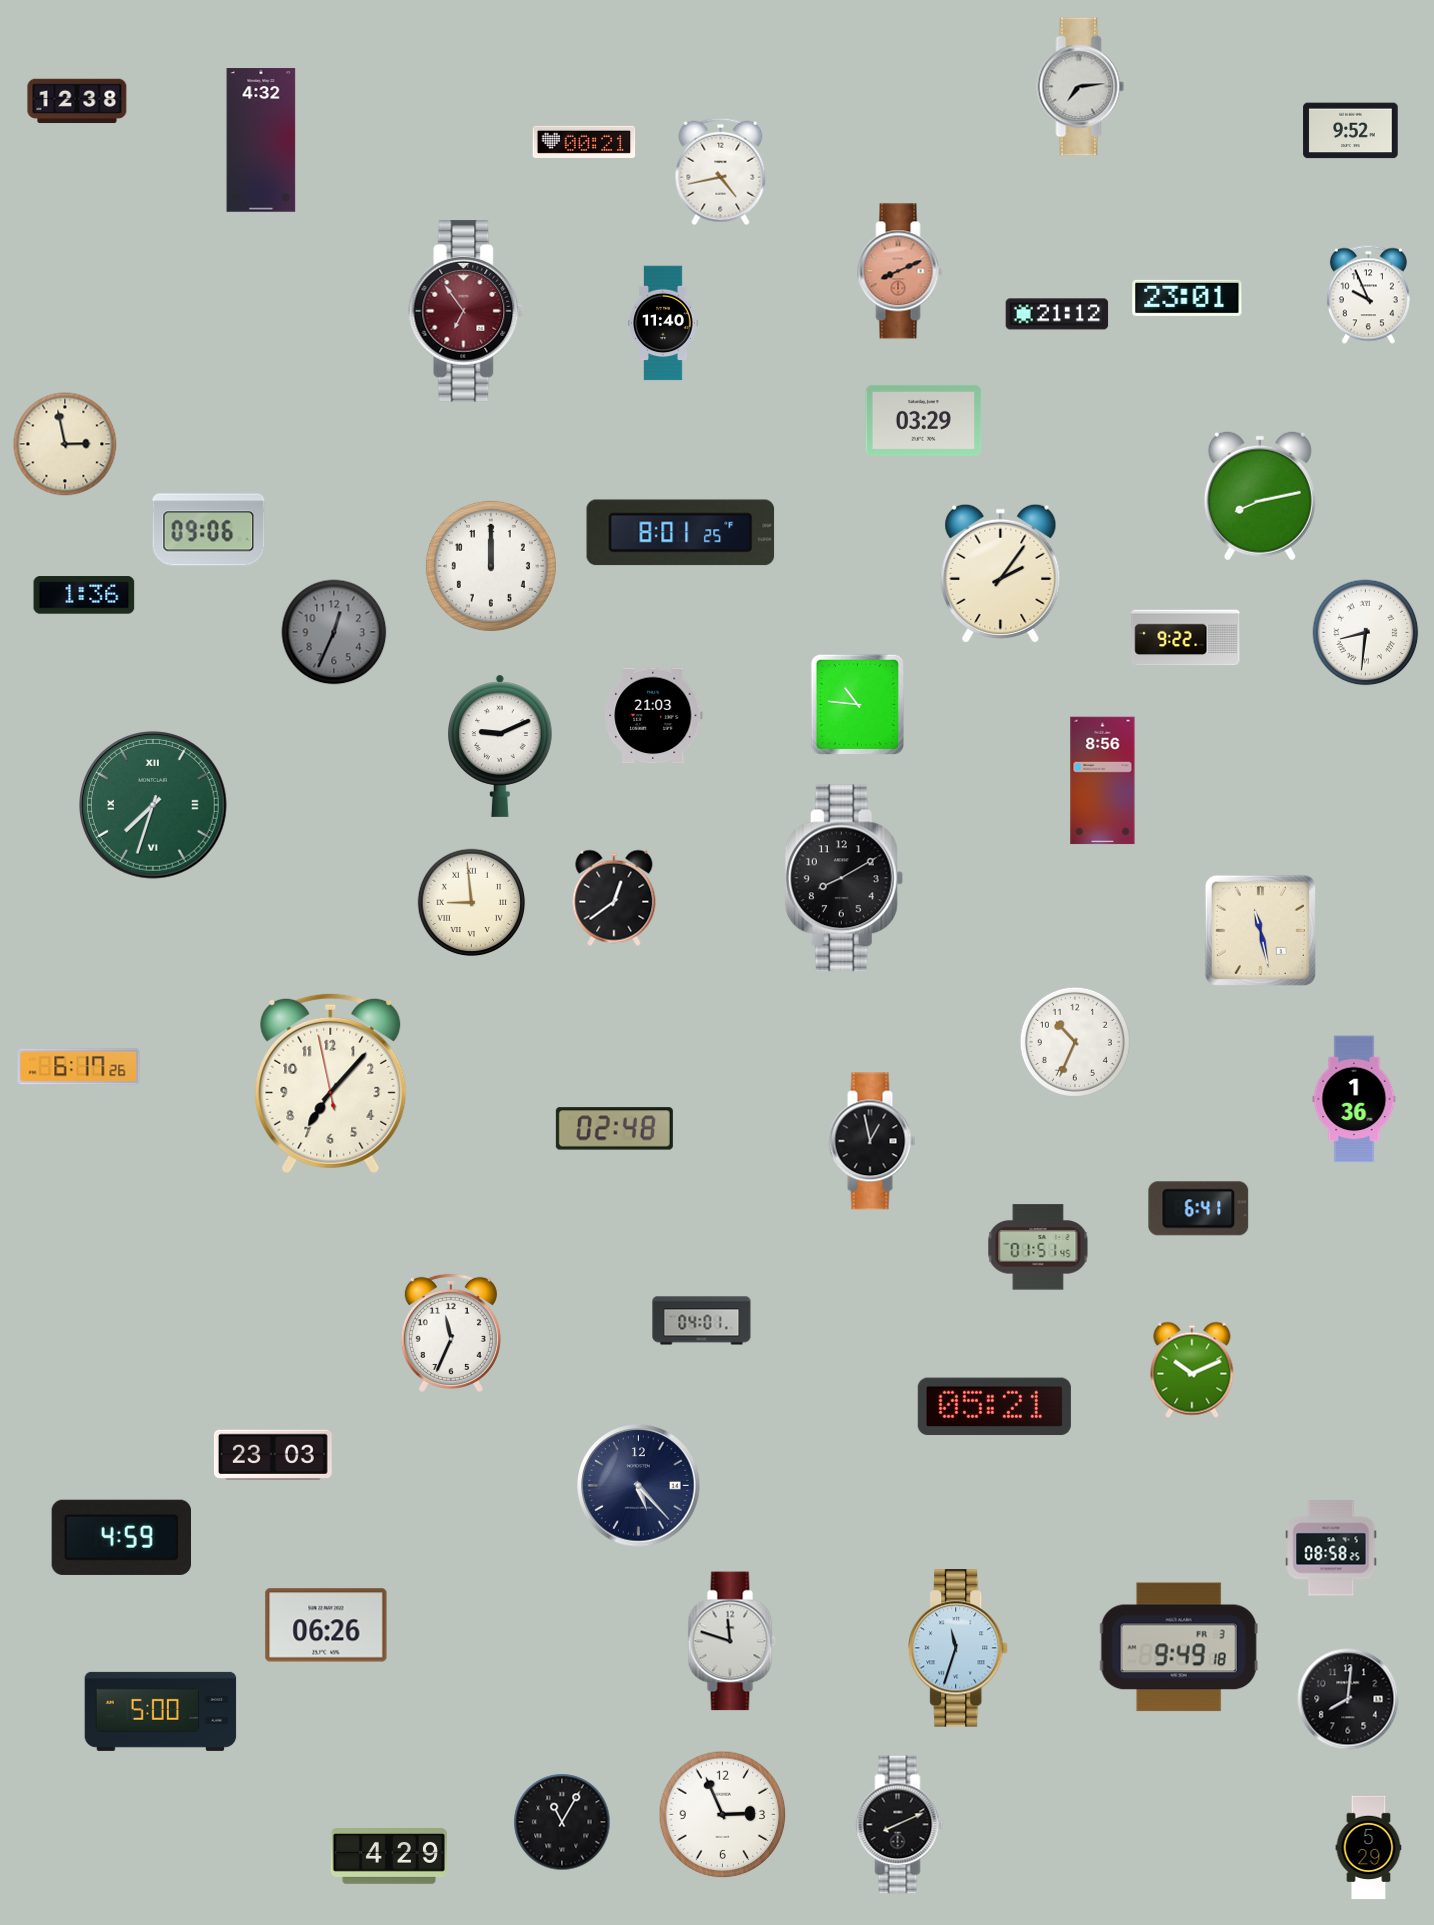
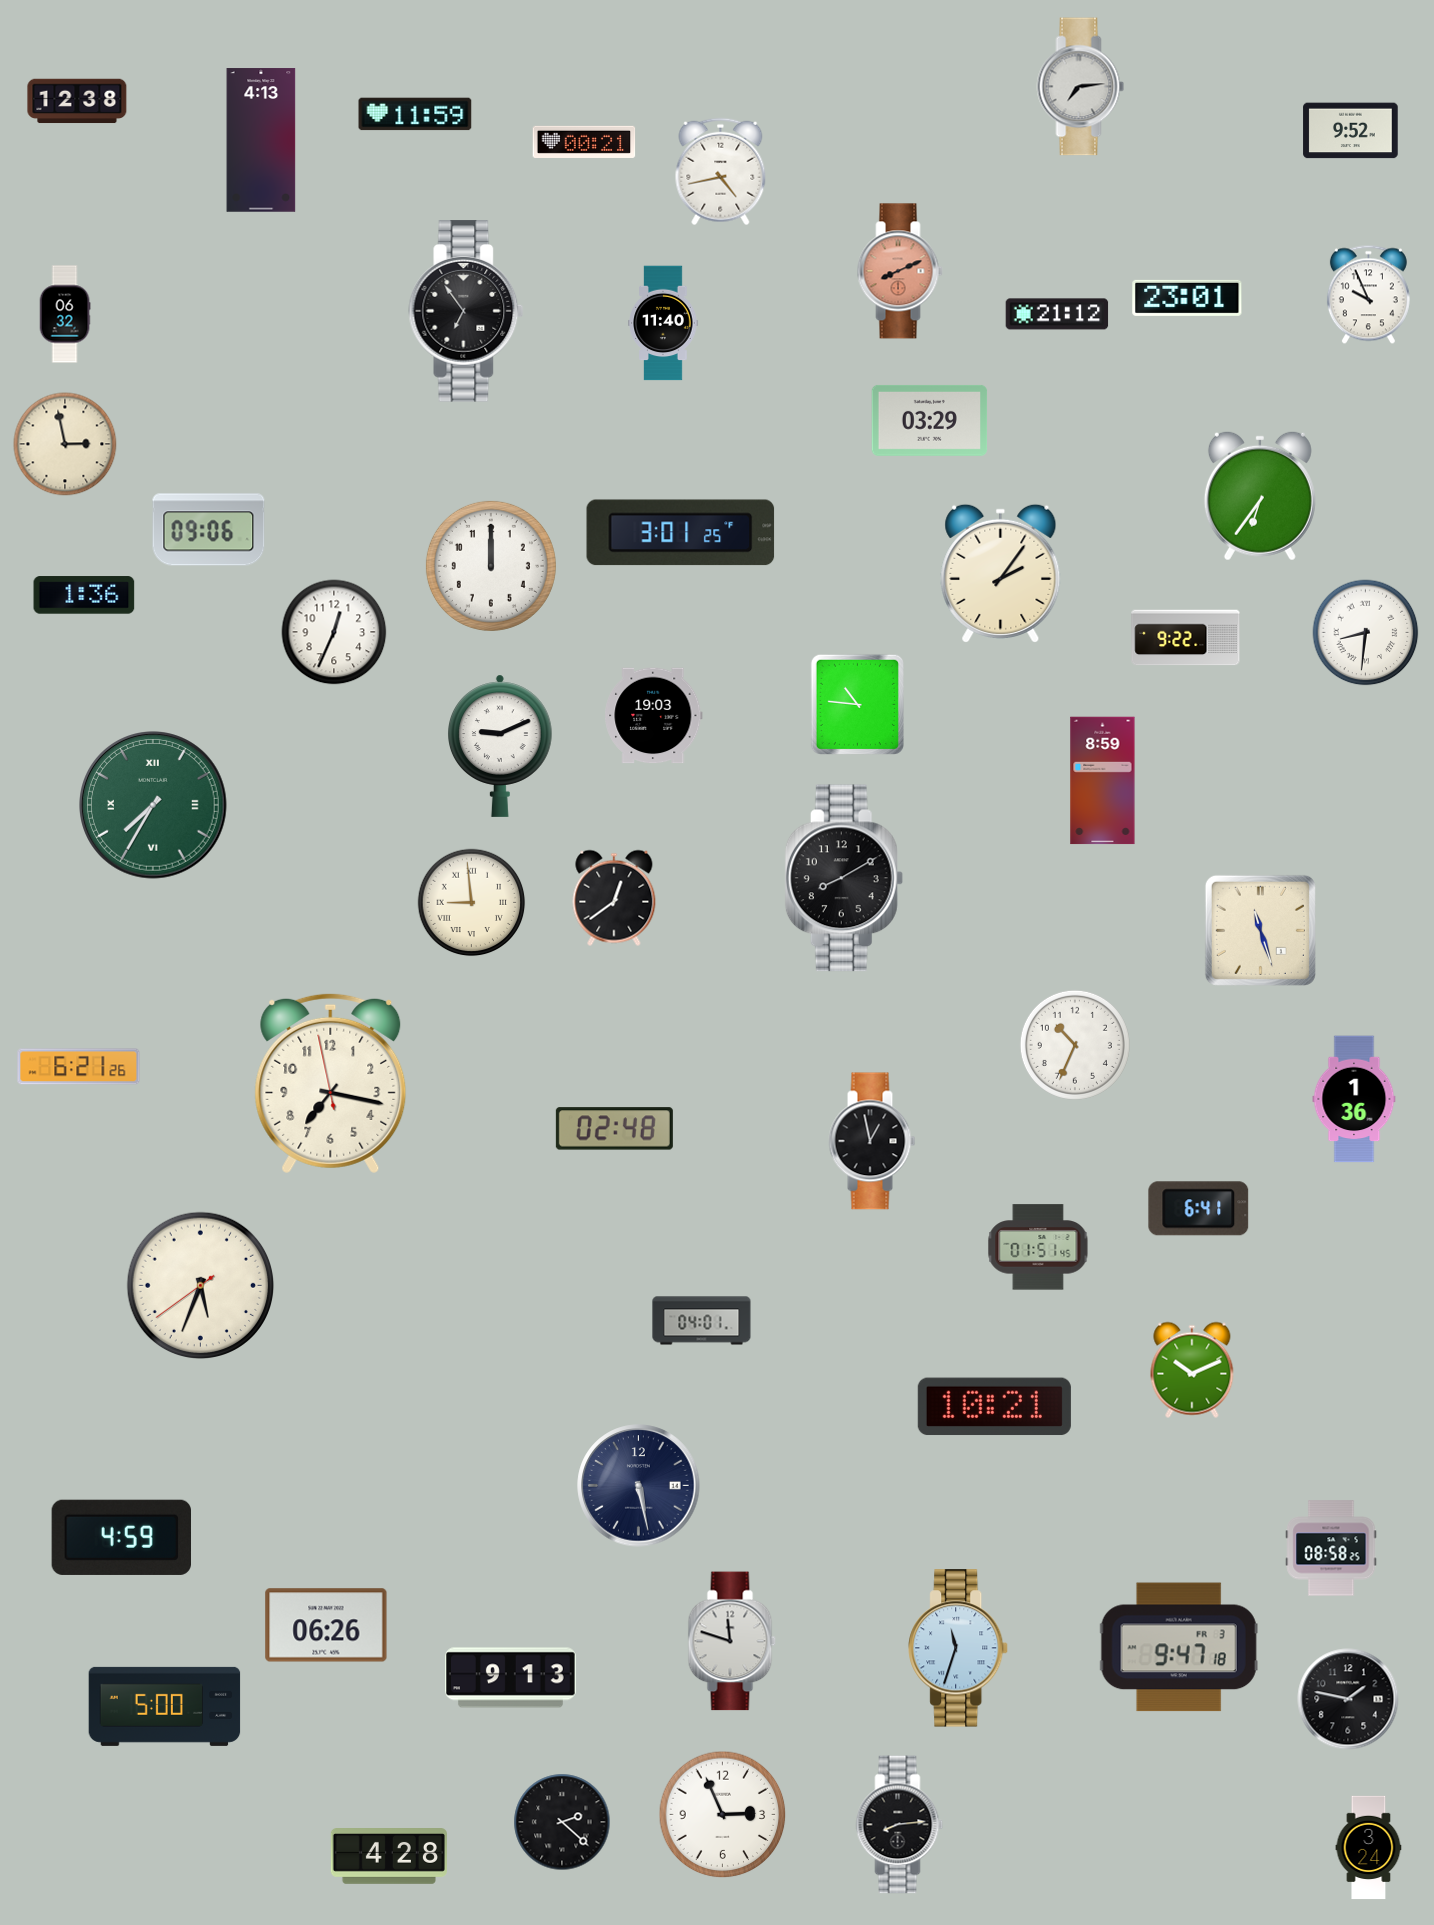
clock at (415, 114): none -> 11:59
clock at (261, 140): 4:32 -> 4:13
clock at (466, 311) dial: burgundy -> black
clock at (65, 314): none -> 06:32
clock at (924, 420) position: (924, 420) -> (930, 420)
clock at (1260, 496): 8:13 -> 6:36
clock at (681, 533): 8:01 -> 3:01
clock at (334, 632) dial: grey -> white
clock at (654, 716): 21:03 -> 19:03
clock at (1103, 781): 8:56 -> 8:59
clock at (153, 805): 7:33 -> 7:35
clock at (1260, 930): 11:28 -> 11:27
clock at (1075, 1042) position: (1075, 1042) -> (1075, 1045)
clock at (79, 1067): 6:17 -> 6:21
clock at (331, 1083): 7:06 -> 7:16
clock at (201, 1286): none -> 5:33
clock at (451, 1333): 11:34 -> none
clock at (994, 1407): 05:21 -> 10:21
clock at (273, 1454): 23:03 -> none
clock at (639, 1486): 5:23 -> 5:28
clock at (1179, 1647): 9:49 -> 9:47
clock at (511, 1678): none -> 9:13
clock at (1348, 1699): 8:01 -> 1:47
clock at (161, 1711) position: (161, 1711) -> (165, 1706)
clock at (562, 1822): 11:05 -> 2:22
clock at (900, 1825): 8:11 -> 8:14
clock at (1369, 1848): 5:29 -> 3:24
clock at (389, 1857): 4:29 -> 4:28
